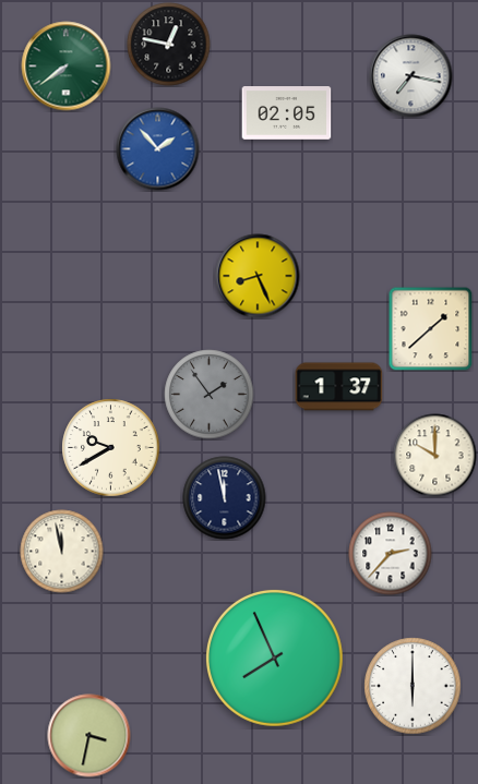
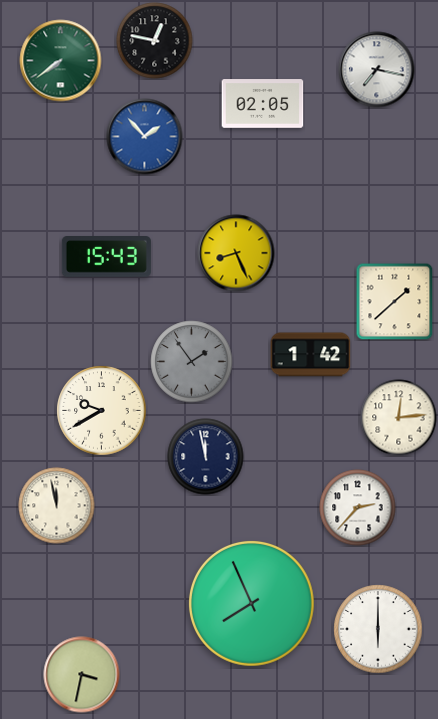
clock at (106, 257): none -> 15:43
clock at (339, 387): 1:37 -> 1:42
clock at (435, 456): 10:00 -> 12:14
